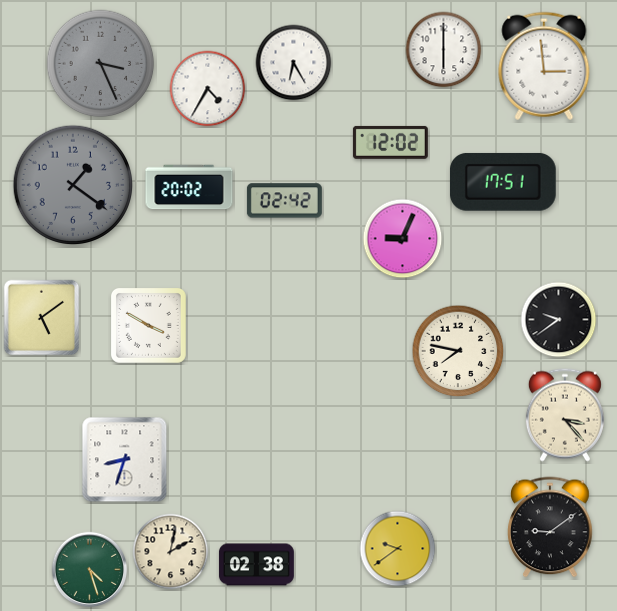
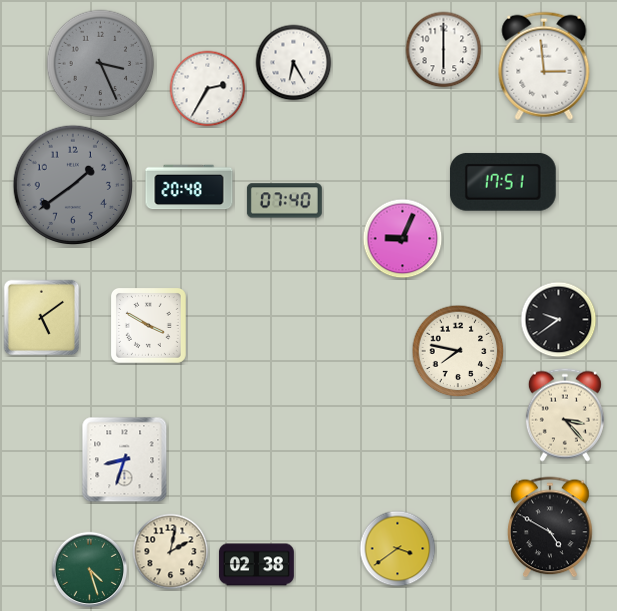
clock at (208, 89): 4:35 -> 2:35
clock at (390, 142): 12:02 -> none
clock at (72, 184): 1:21 -> 1:39
clock at (189, 187): 20:02 -> 20:48
clock at (284, 201): 02:42 -> 07:40
clock at (550, 527): 9:09 -> 4:50
clock at (398, 549): 9:39 -> 3:39
